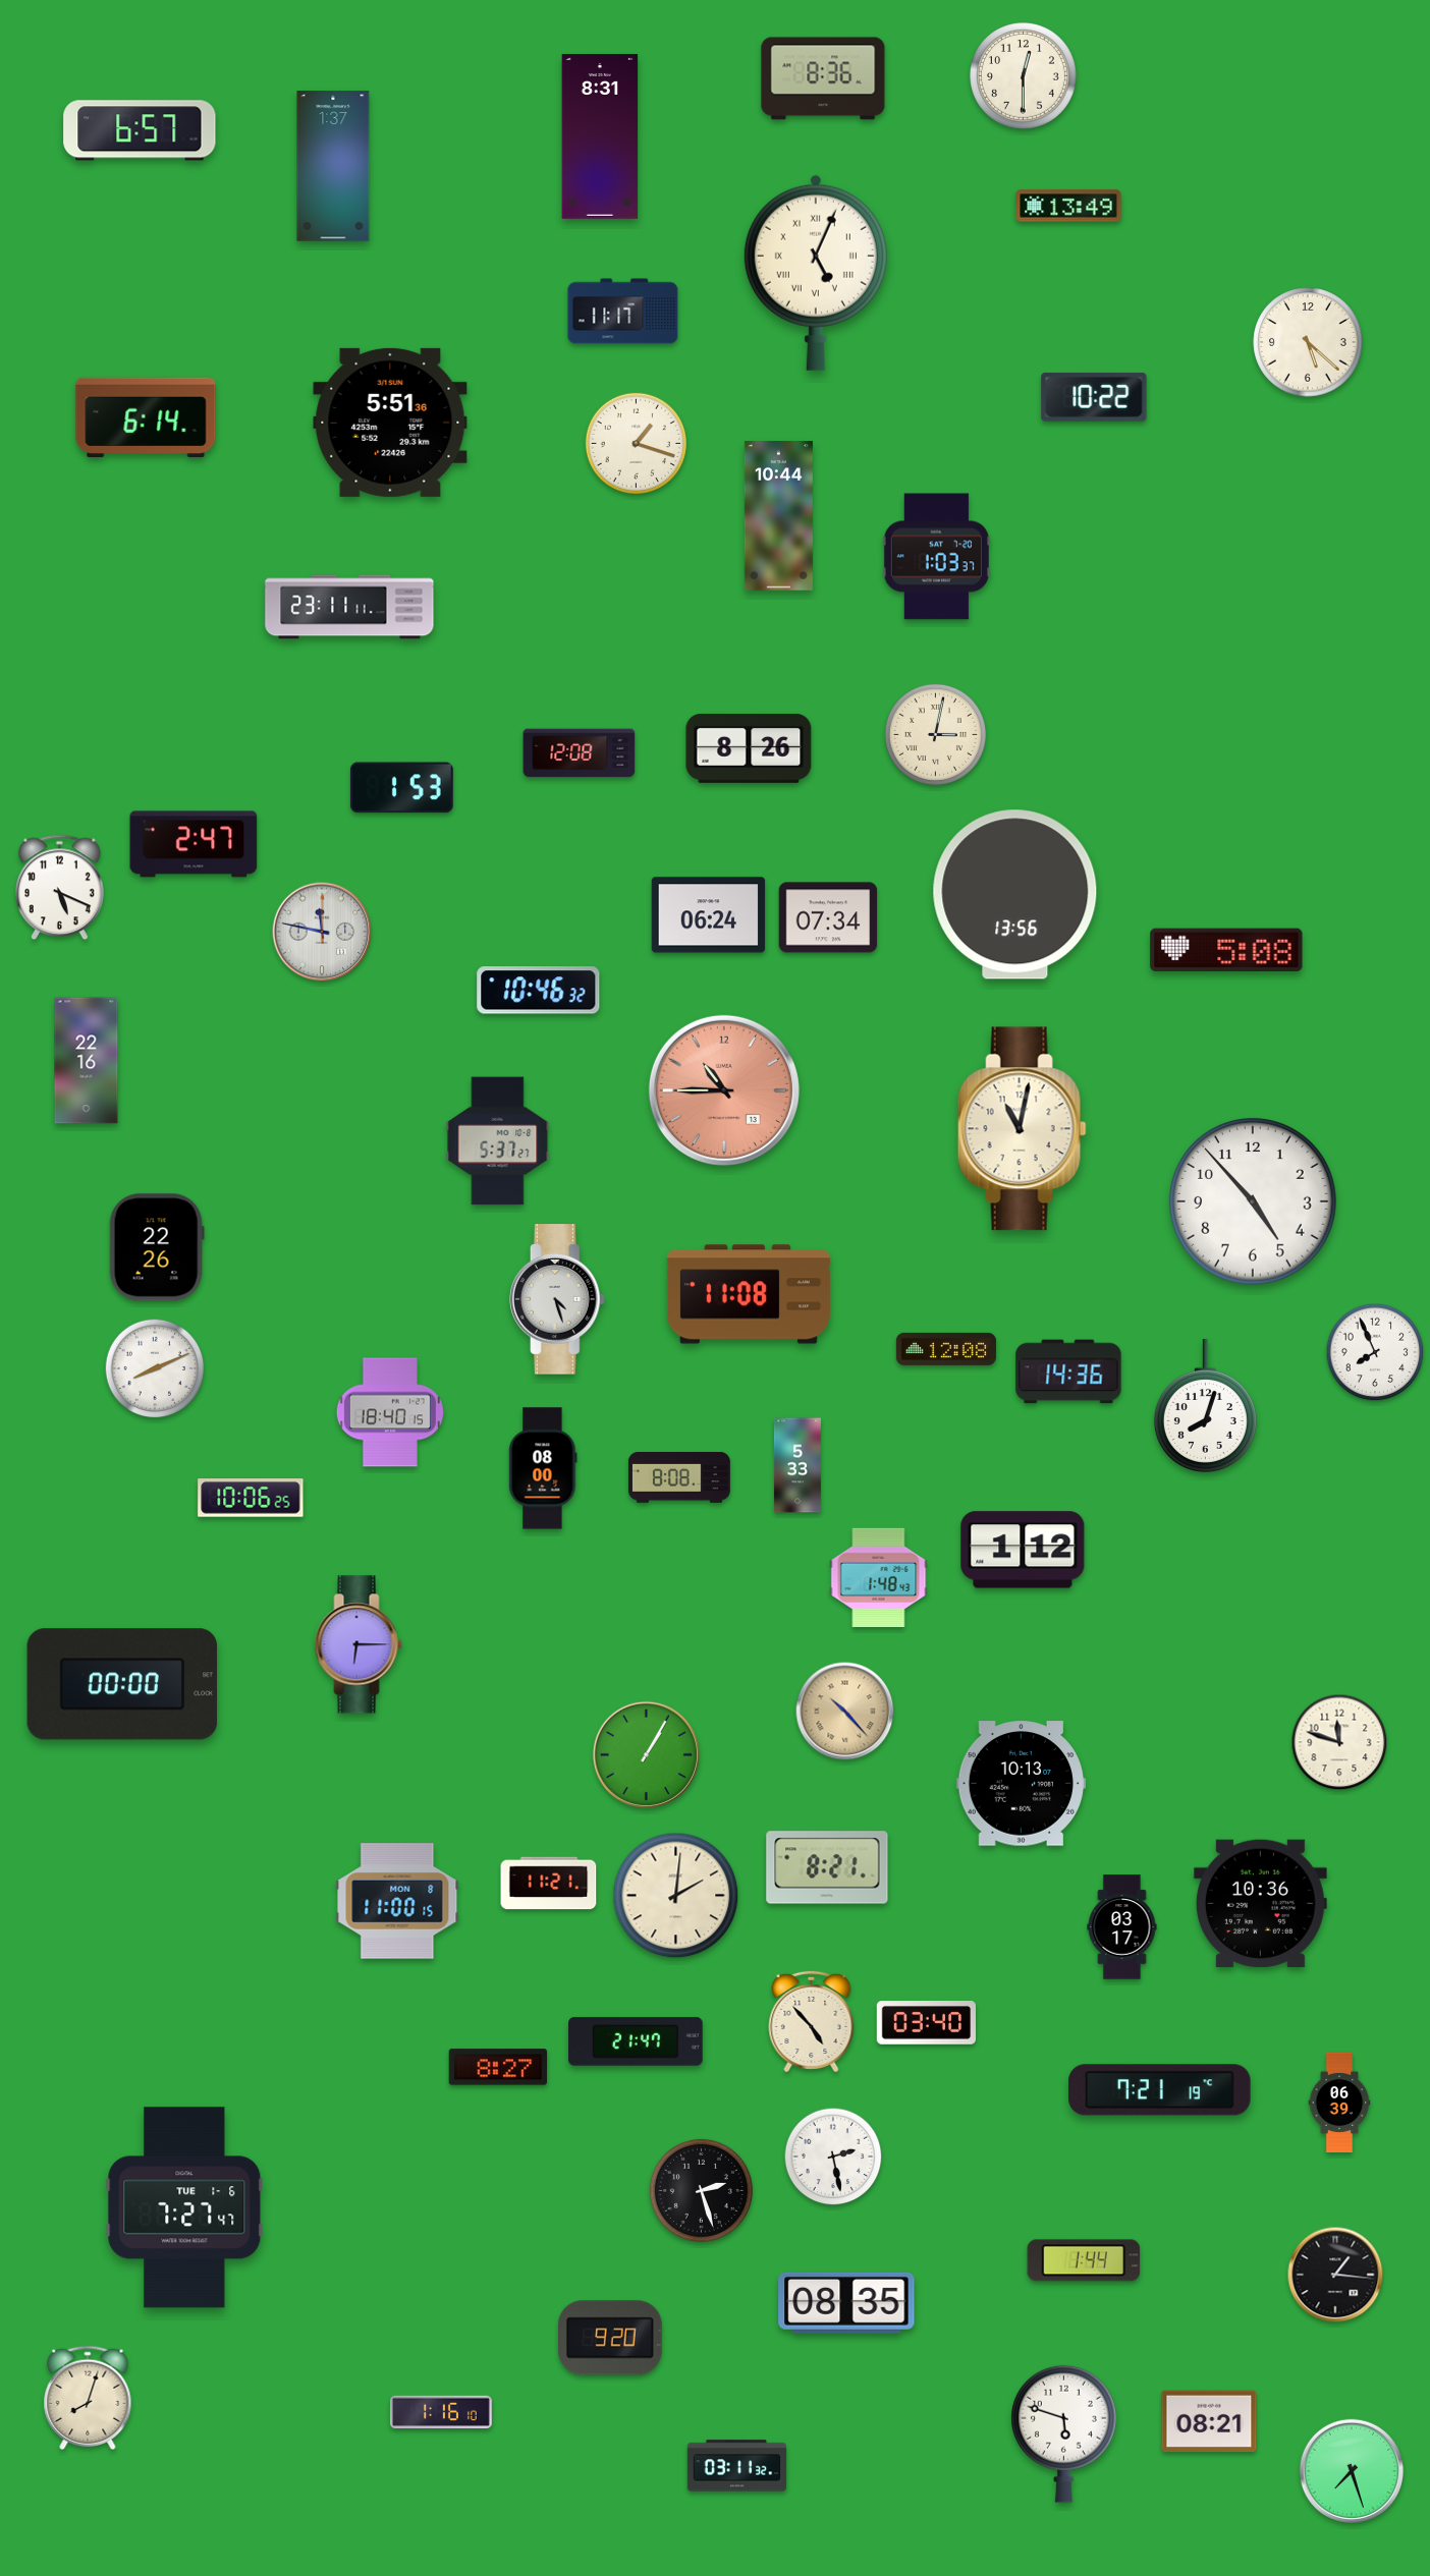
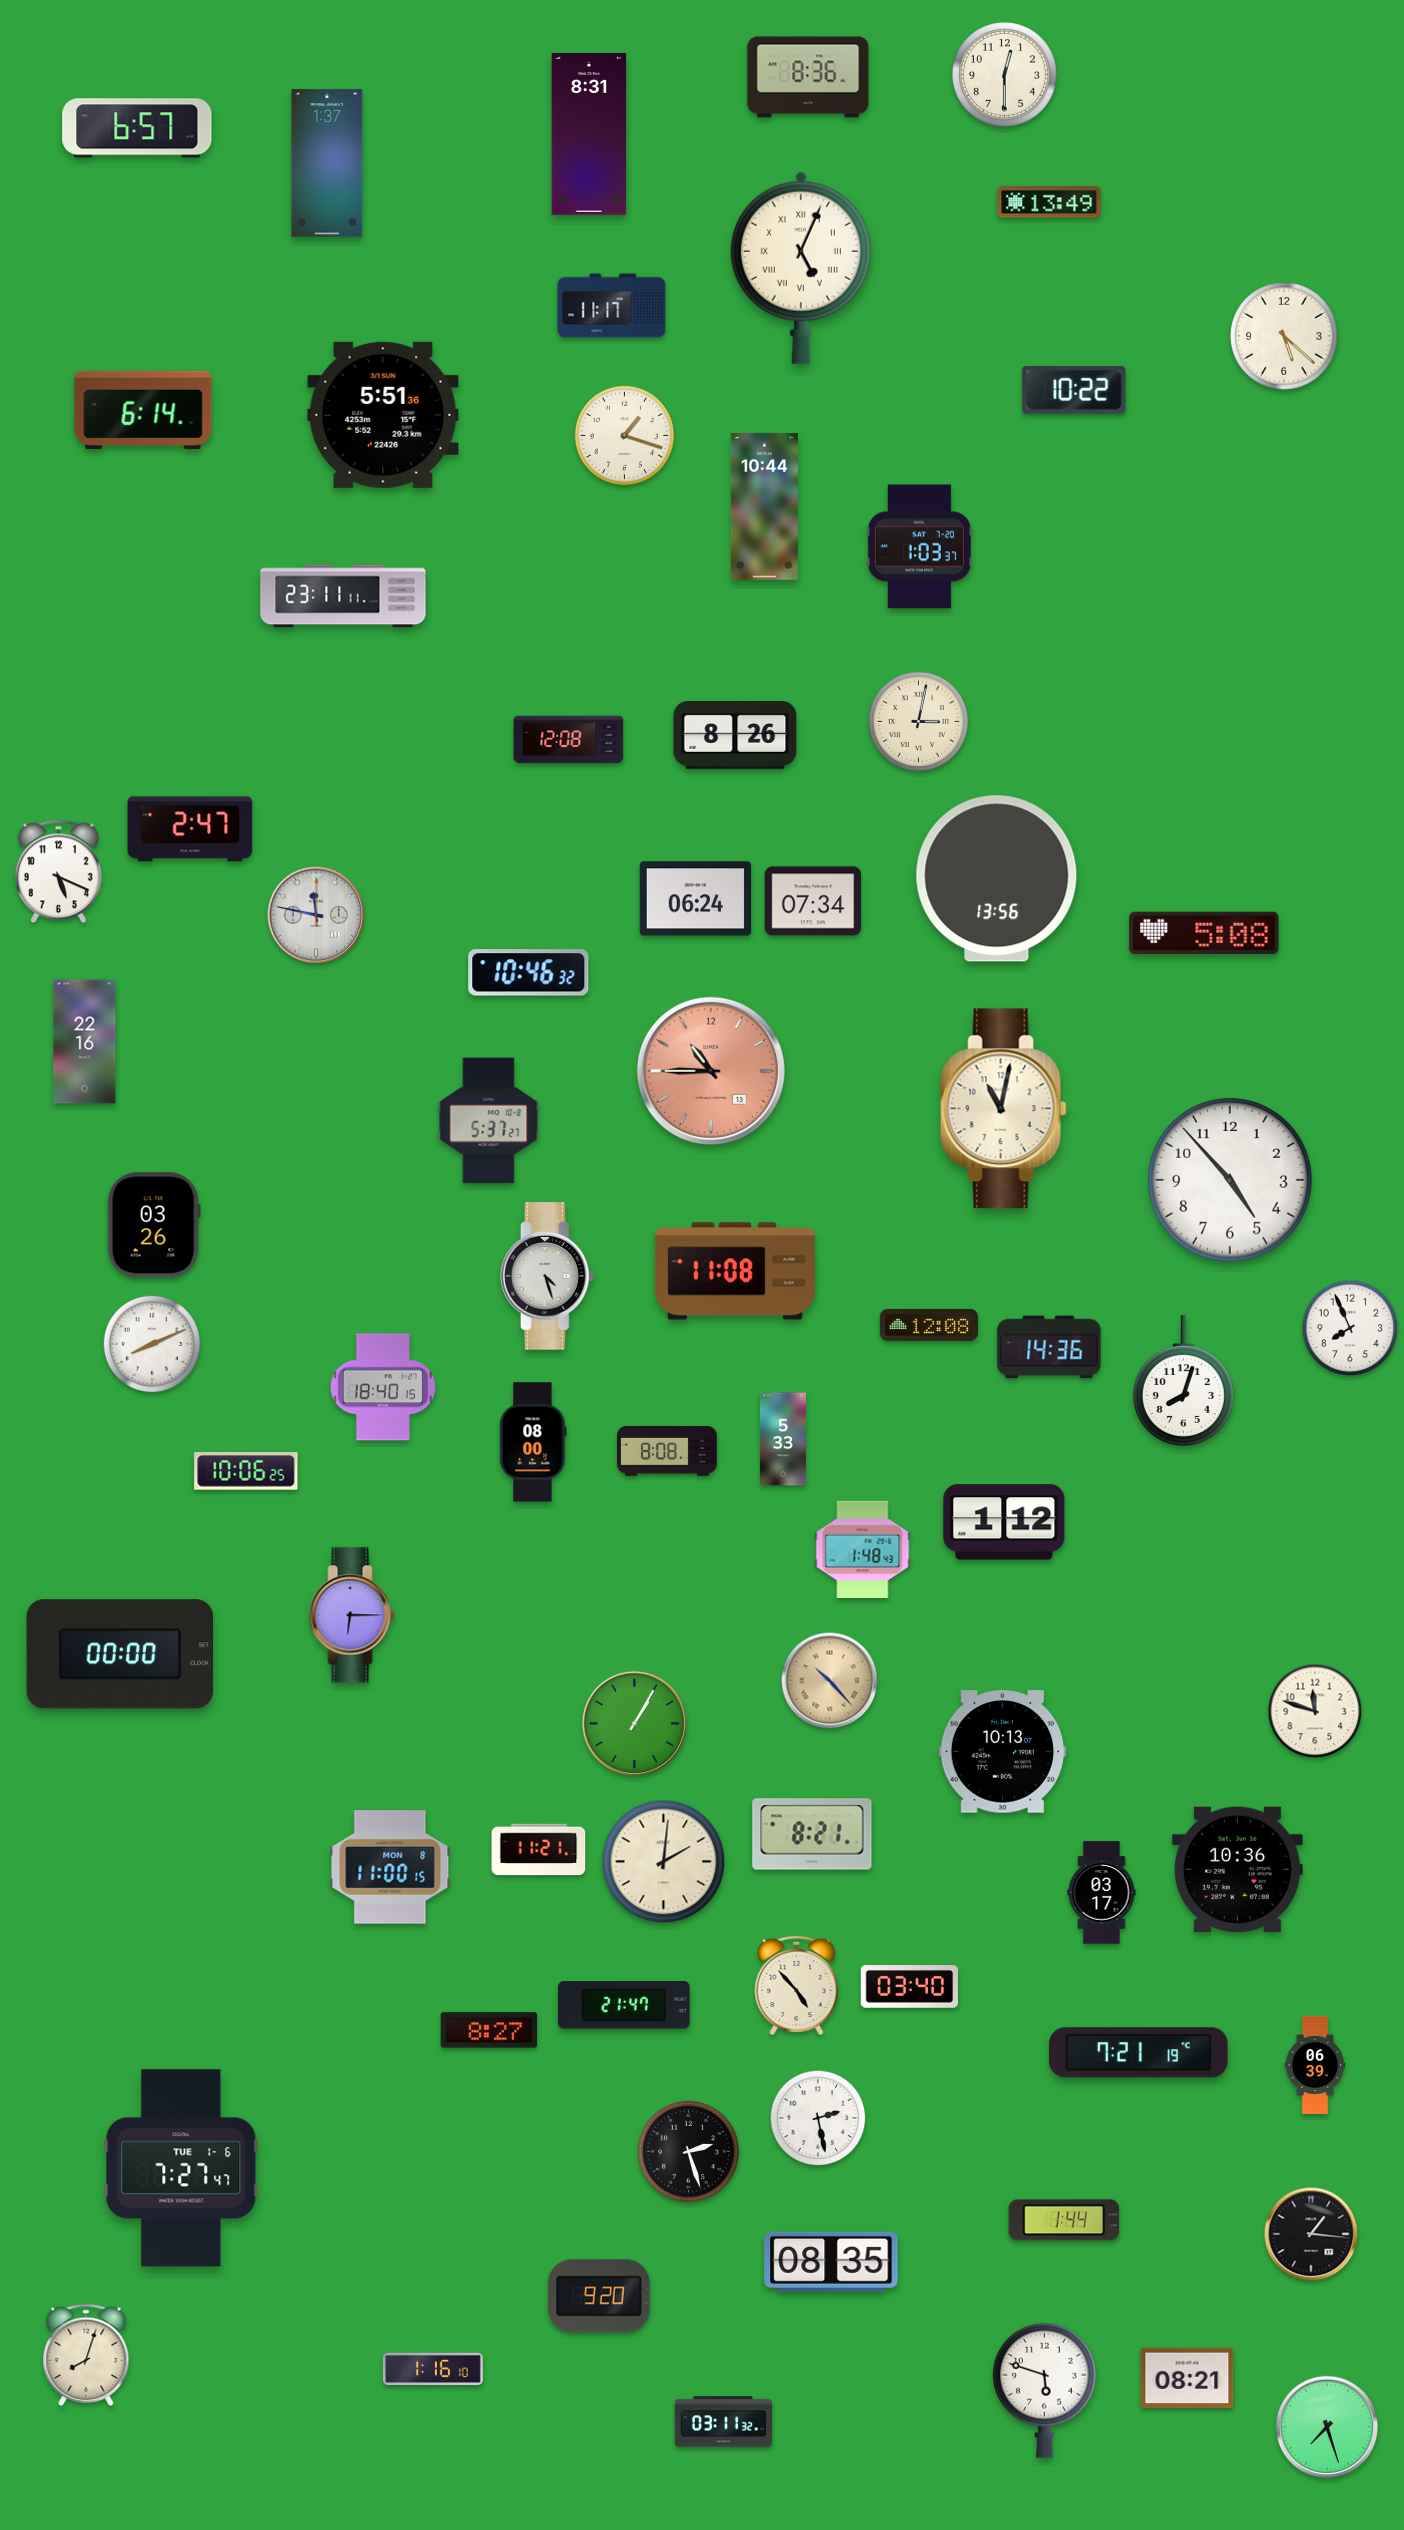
clock at (401, 788): 1:53 -> none
clock at (157, 1247): 22:26 -> 03:26
